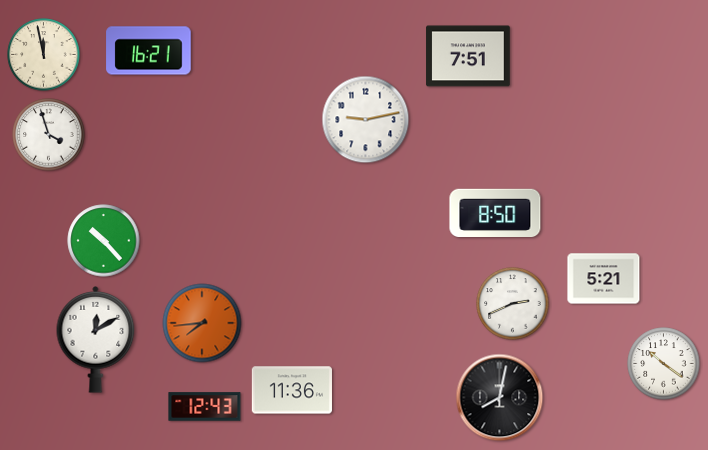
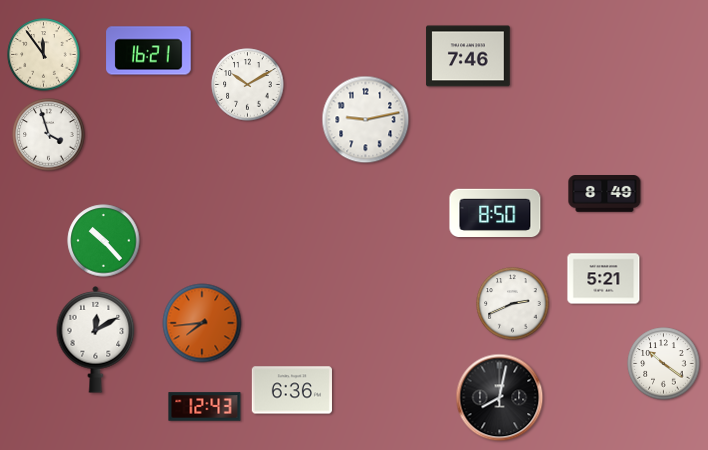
clock at (44, 55): 11:58 -> 11:54
clock at (468, 56): 7:51 -> 7:46
clock at (248, 85): none -> 10:10
clock at (605, 194): none -> 8:49
clock at (292, 390): 11:36 -> 6:36
